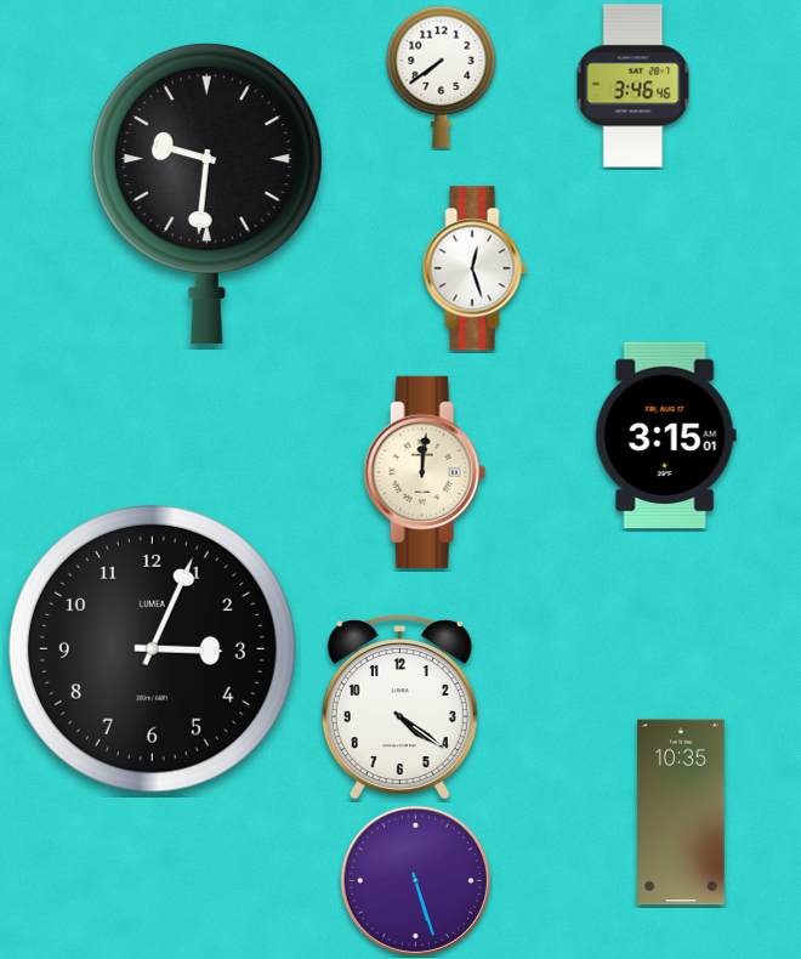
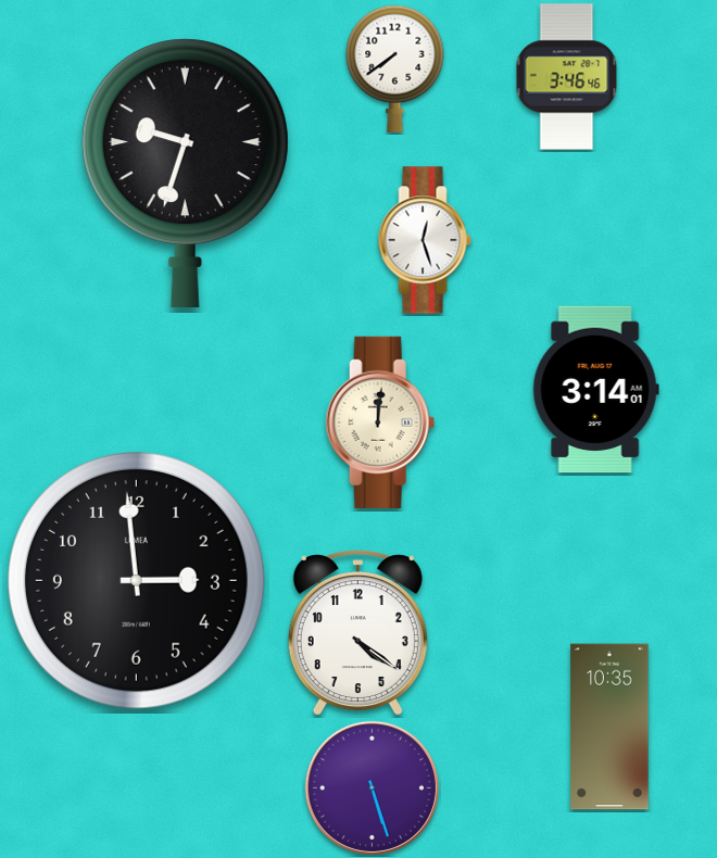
clock at (206, 193): 9:31 -> 9:33
clock at (665, 436): 3:15 -> 3:14
clock at (152, 648): 3:04 -> 2:59
